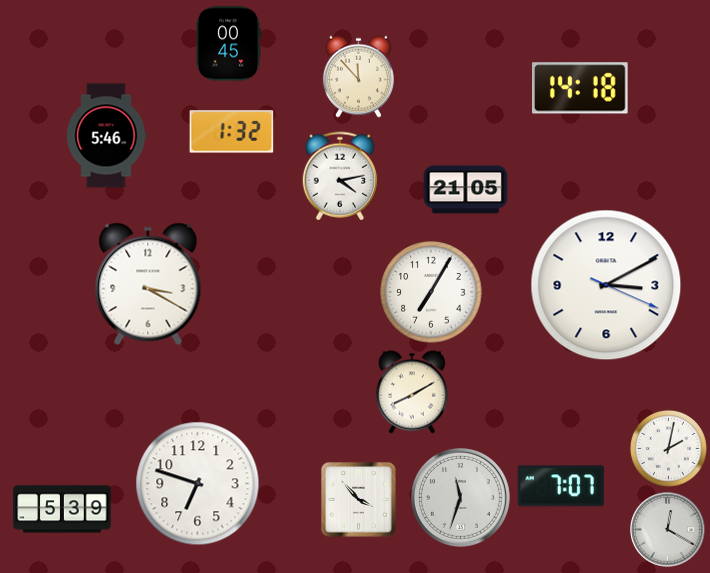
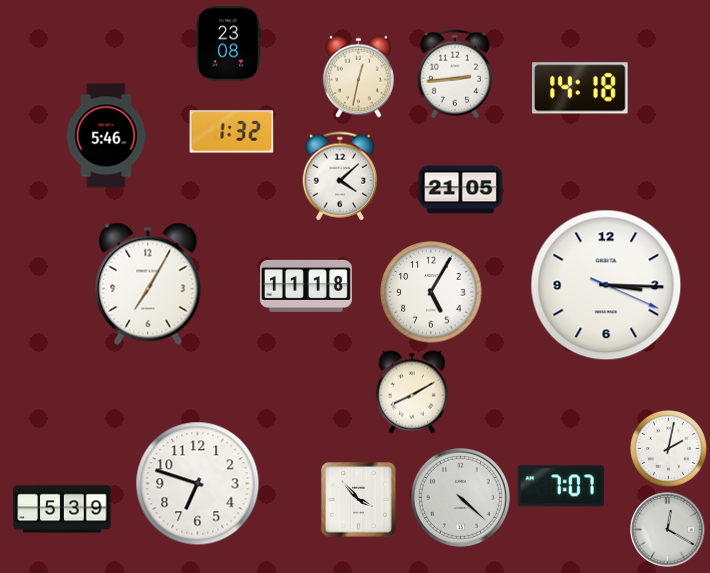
clock at (228, 44): 00:45 -> 23:08
clock at (455, 74): none -> 2:44
clock at (358, 76): 11:53 -> 12:32
clock at (340, 176): 4:13 -> 4:08
clock at (466, 190) position: (466, 190) -> (461, 190)
clock at (148, 284): 3:20 -> 7:05
clock at (606, 285): 3:10 -> 3:15
clock at (306, 286): none -> 11:18
clock at (431, 292): 7:05 -> 5:05
clock at (461, 498): 11:33 -> 4:22
